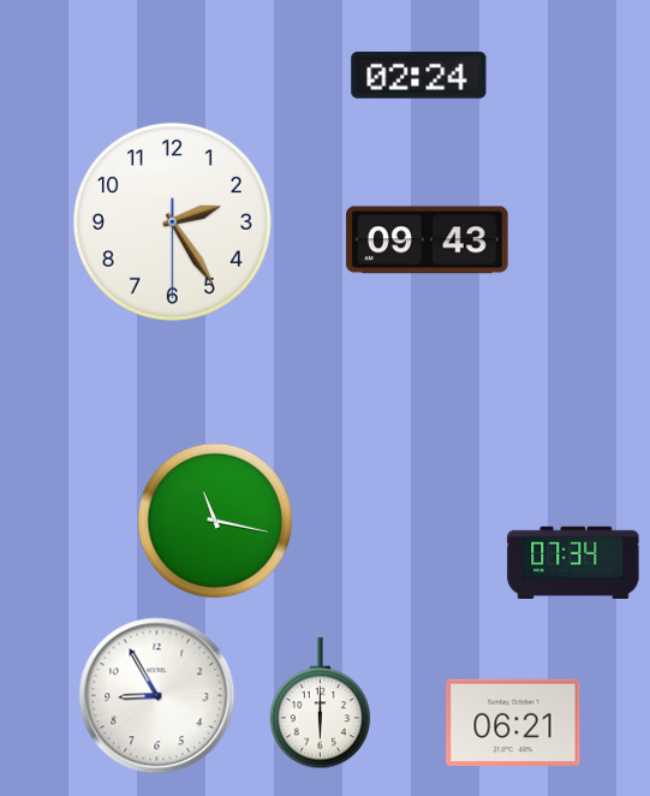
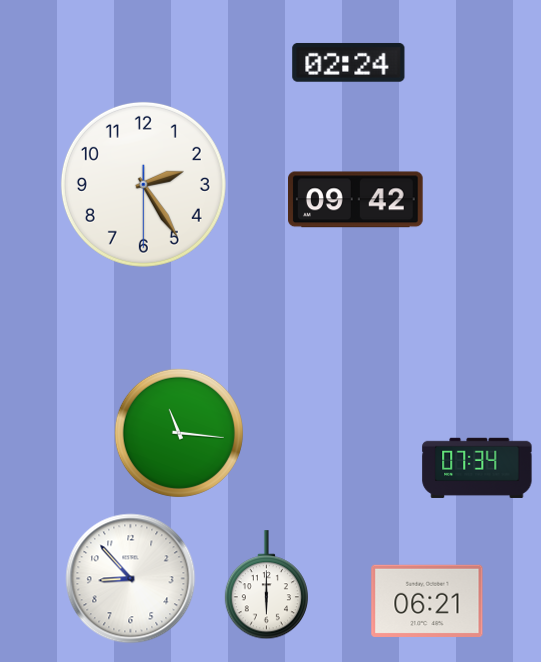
clock at (428, 240): 09:43 -> 09:42
clock at (215, 521): 11:17 -> 11:16
clock at (157, 696): 8:55 -> 8:53
